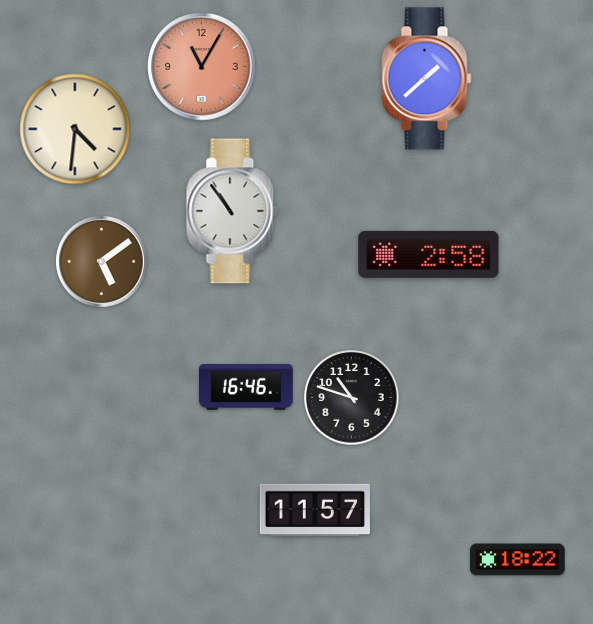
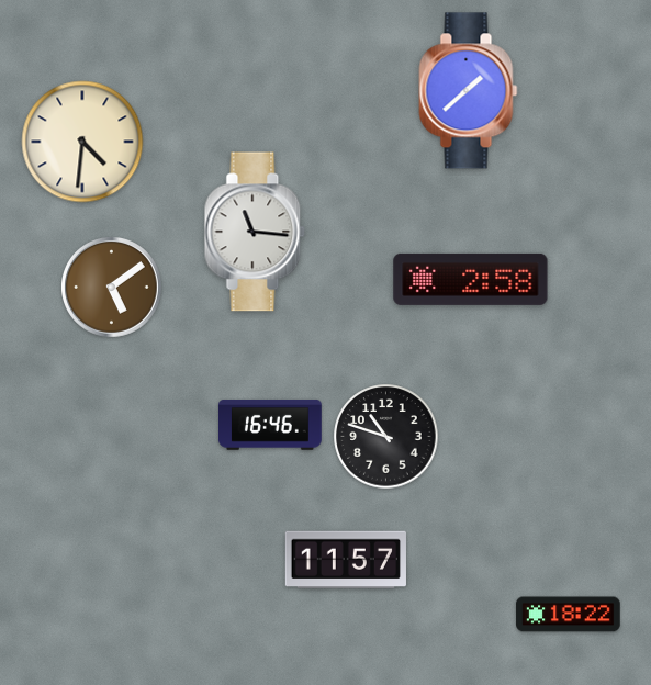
clock at (202, 67): 11:05 -> none
clock at (427, 79) position: (427, 79) -> (469, 91)
clock at (232, 211): 10:54 -> 11:16
